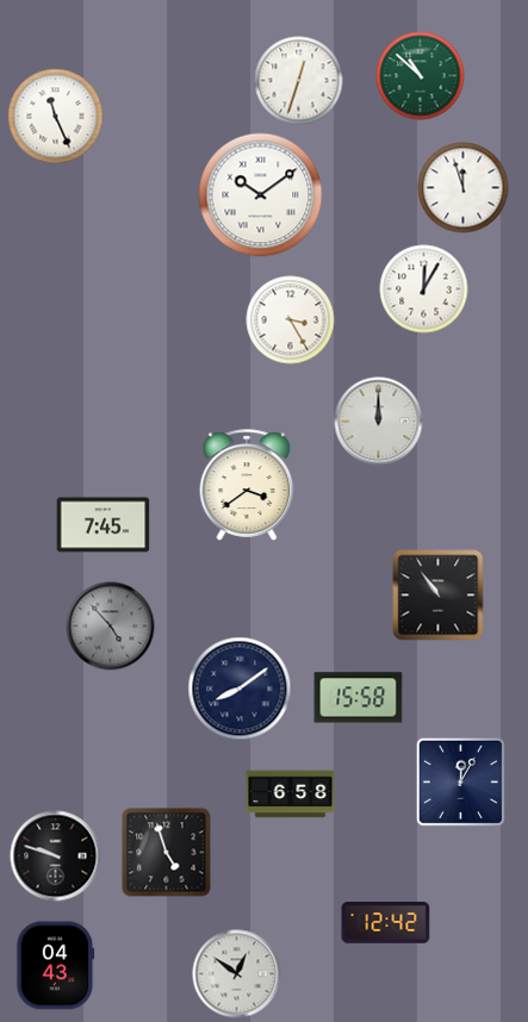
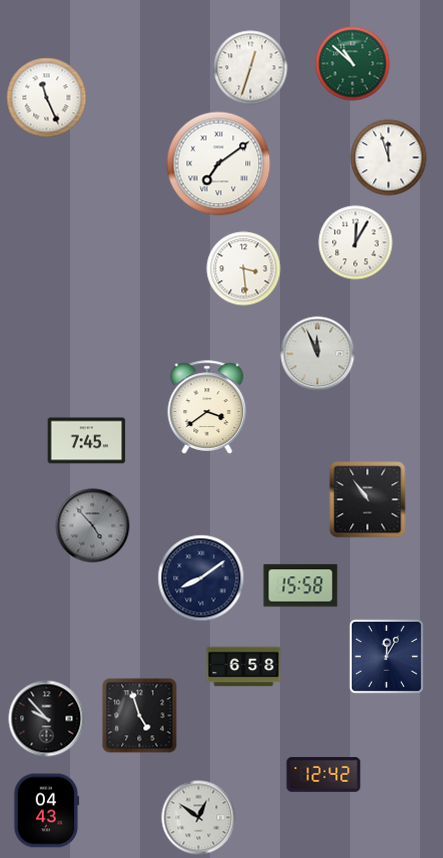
clock at (261, 195): 10:09 -> 7:09
clock at (291, 320): 3:25 -> 3:29
clock at (379, 422): 12:00 -> 11:56
clock at (56, 856): 9:48 -> 9:53
